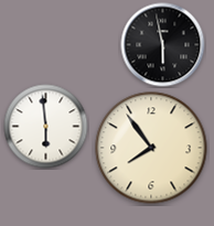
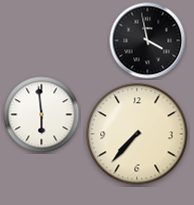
clock at (163, 45): 5:58 -> 3:58
clock at (151, 148): 7:54 -> 7:37
